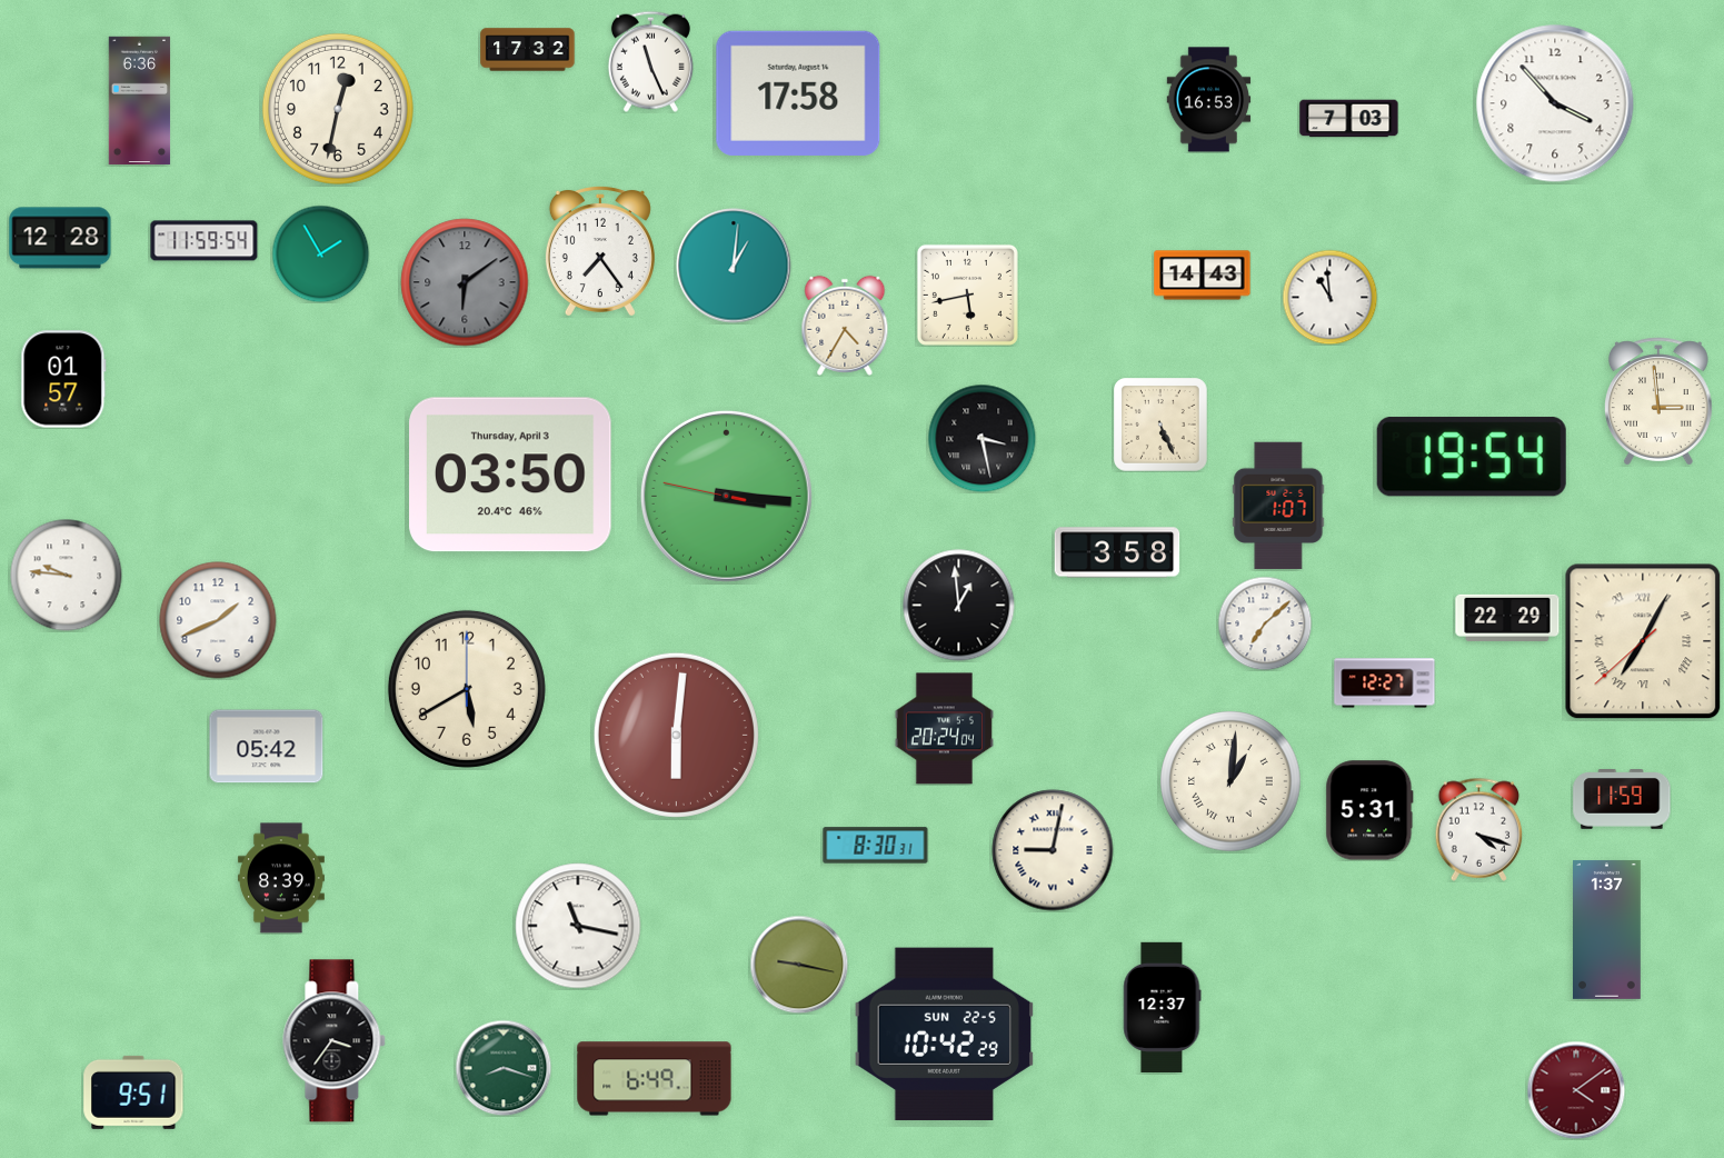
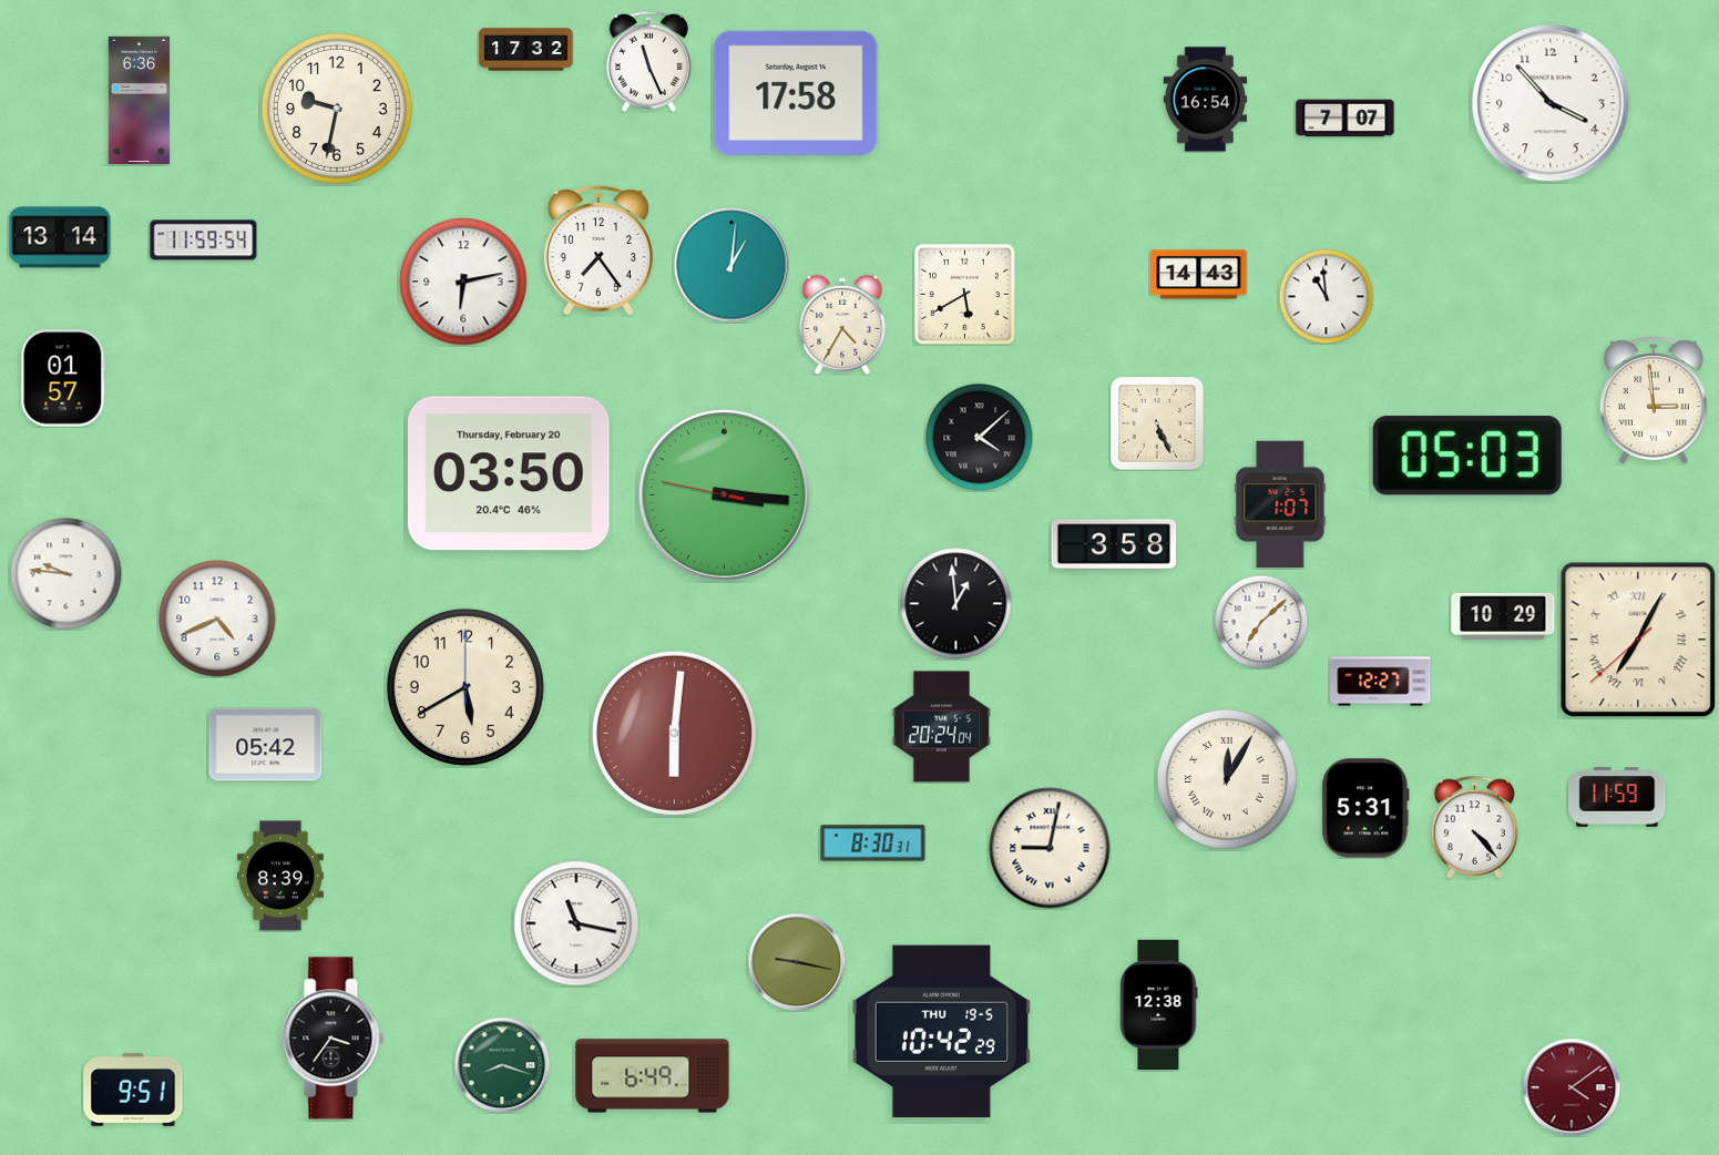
clock at (1209, 100): 16:53 -> 16:54
clock at (338, 109): 12:32 -> 9:32
clock at (1349, 119): 7:03 -> 7:07
clock at (60, 238): 12:28 -> 13:14
clock at (320, 253): 1:55 -> none
clock at (465, 282): 6:09 -> 6:13
clock at (465, 282) dial: grey -> white
clock at (967, 295): 5:43 -> 5:40
clock at (981, 438): 3:28 -> 4:08
clock at (1472, 457): 19:54 -> 05:03
clock at (510, 475) date: Thursday, April 3 -> Thursday, February 20
clock at (1278, 506) position: (1278, 506) -> (1280, 504)
clock at (1117, 552) position: (1117, 552) -> (1114, 544)
clock at (1507, 618): 22:29 -> 10:29
clock at (218, 620): 1:41 -> 4:41
clock at (1230, 781): 1:01 -> 12:05
clock at (1479, 829): 4:18 -> 4:23
clock at (1607, 929): 1:37 -> none
clock at (1163, 1007): 12:37 -> 12:38
clock at (944, 1035) date: SUN 22-5 -> THU 19-5
